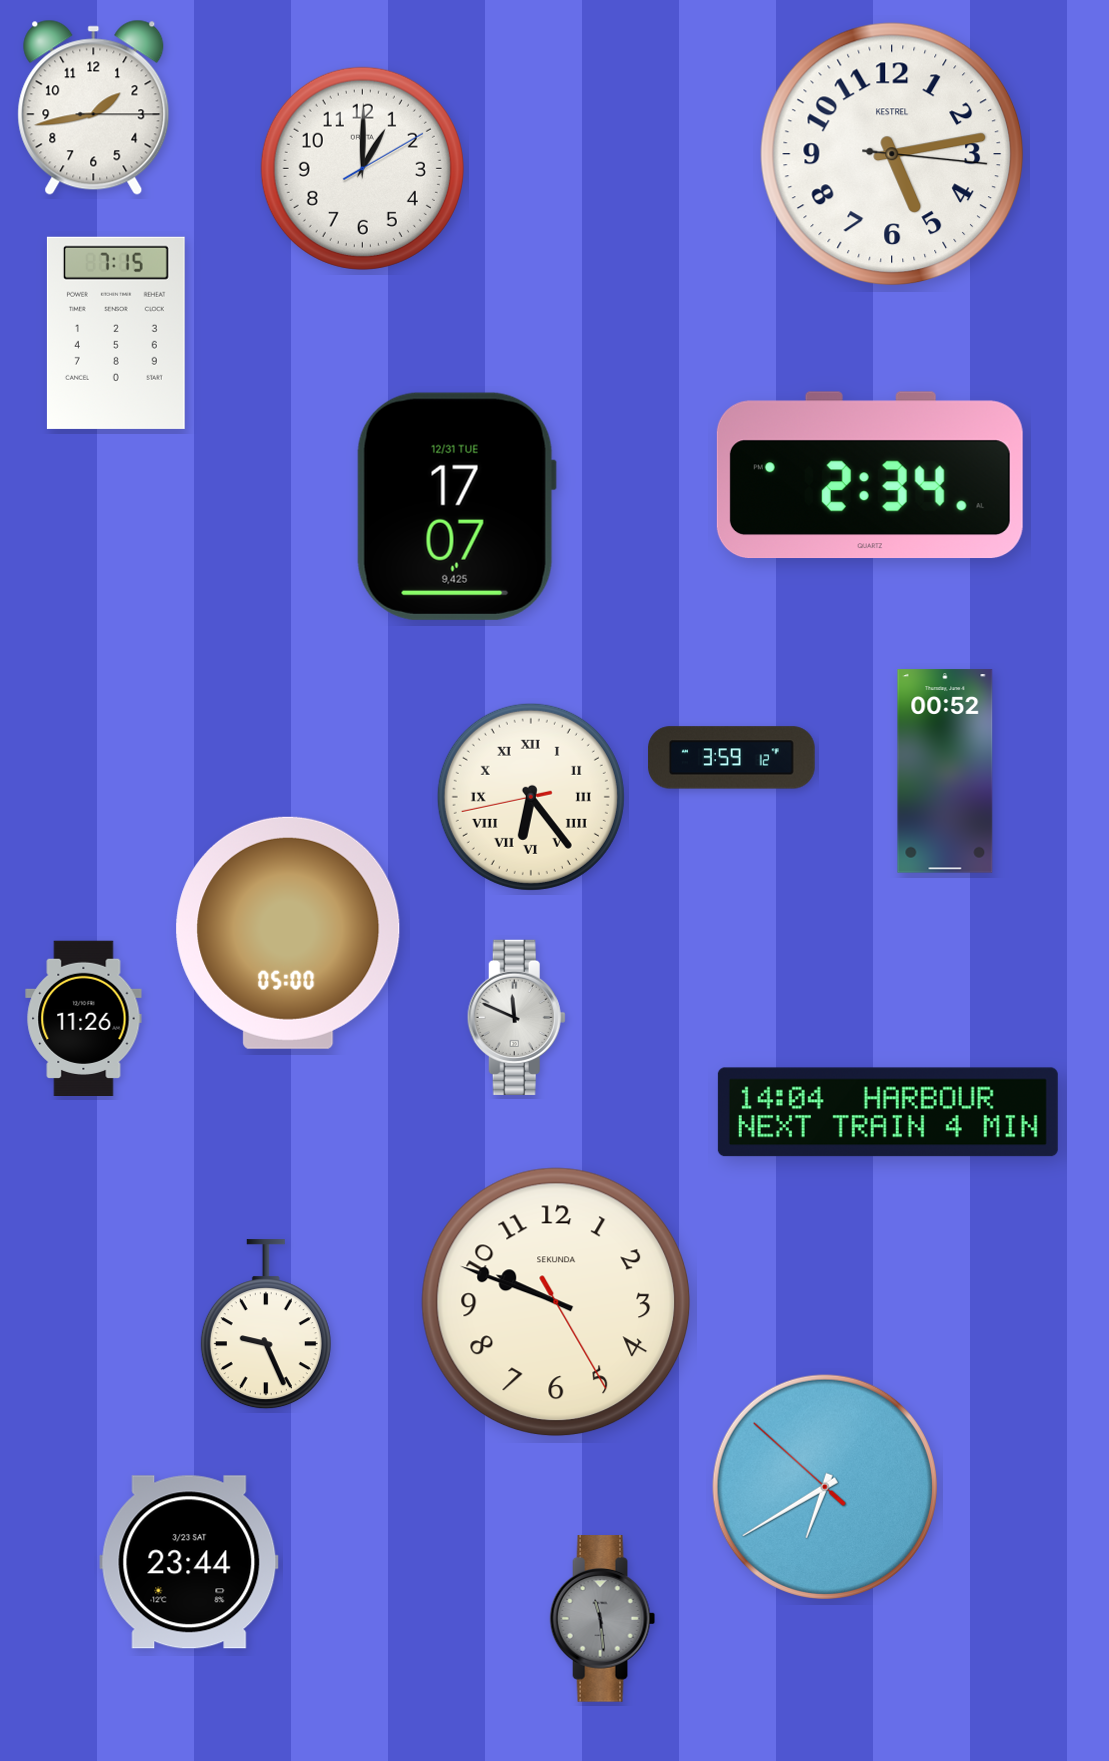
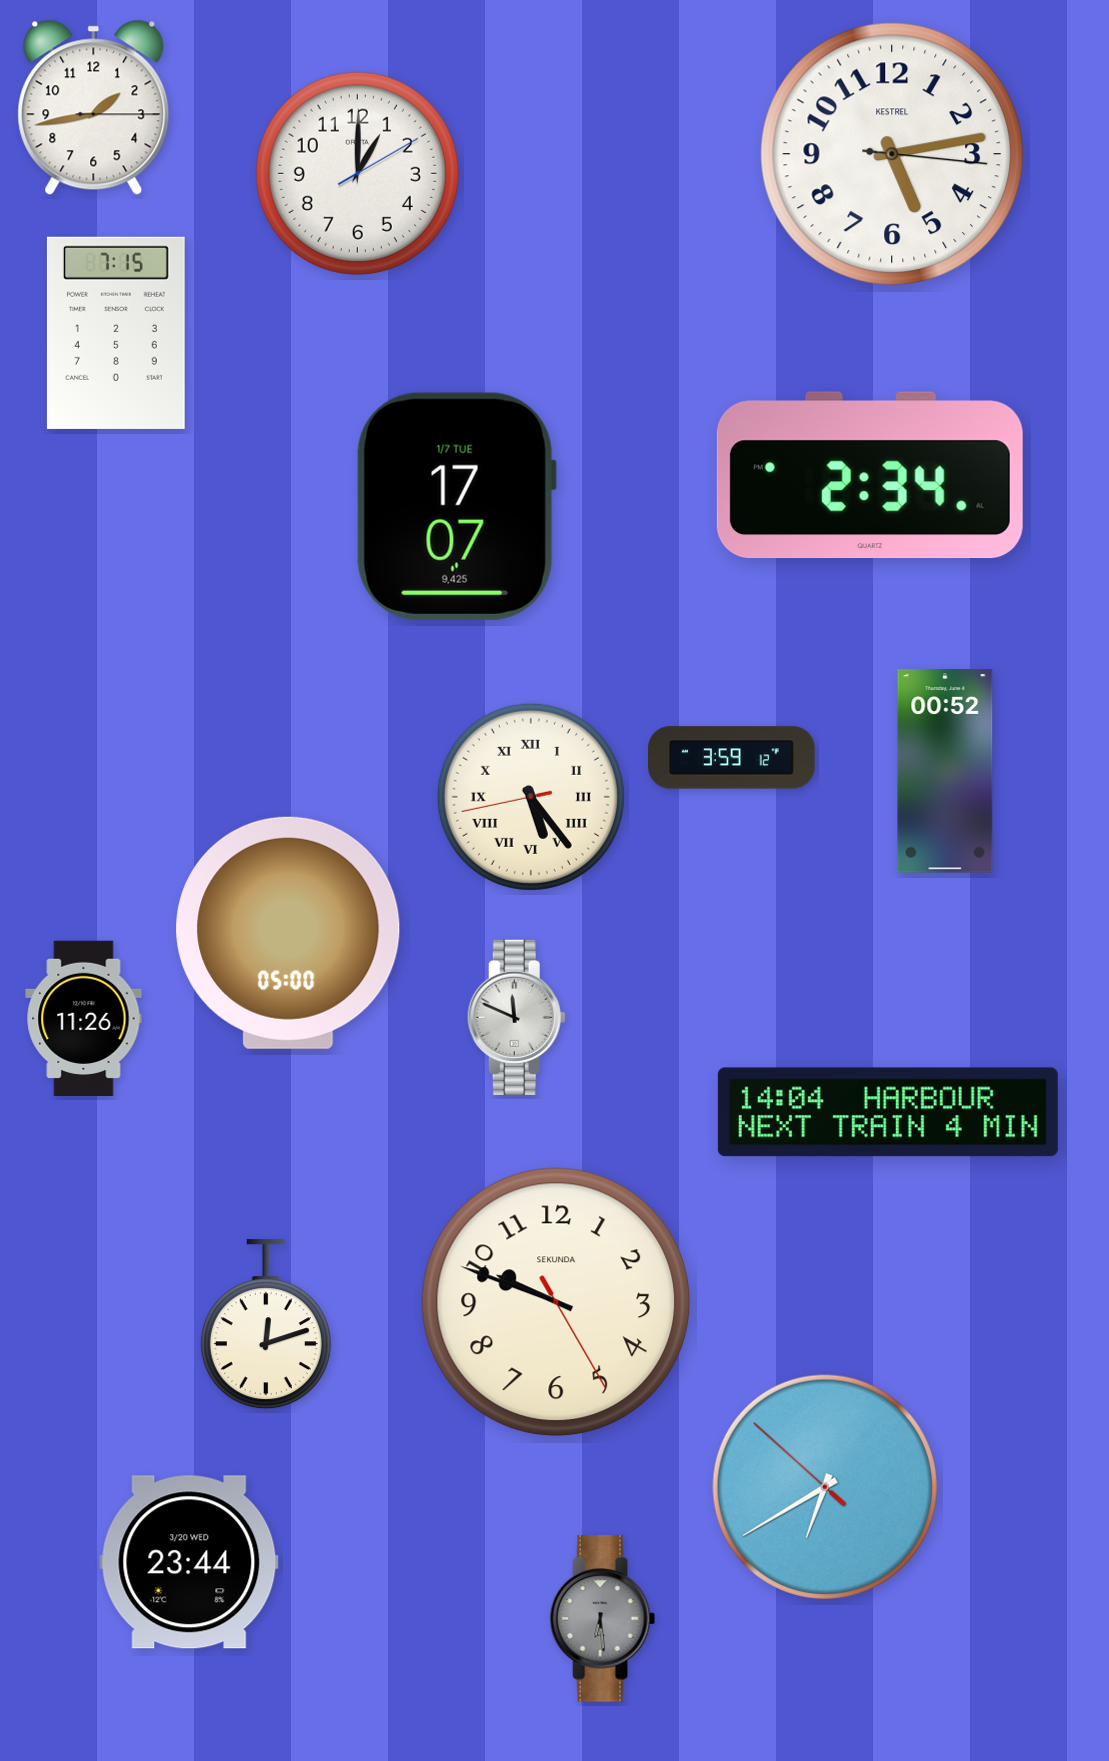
clock at (362, 168) position: (362, 168) -> (357, 173)
clock at (456, 506) date: 12/31 TUE -> 1/7 TUE
clock at (531, 797): 6:23 -> 5:23
clock at (266, 1325): 9:26 -> 12:12
clock at (189, 1562) date: 3/23 SAT -> 3/20 WED
clock at (603, 1619): 11:29 -> 6:29
